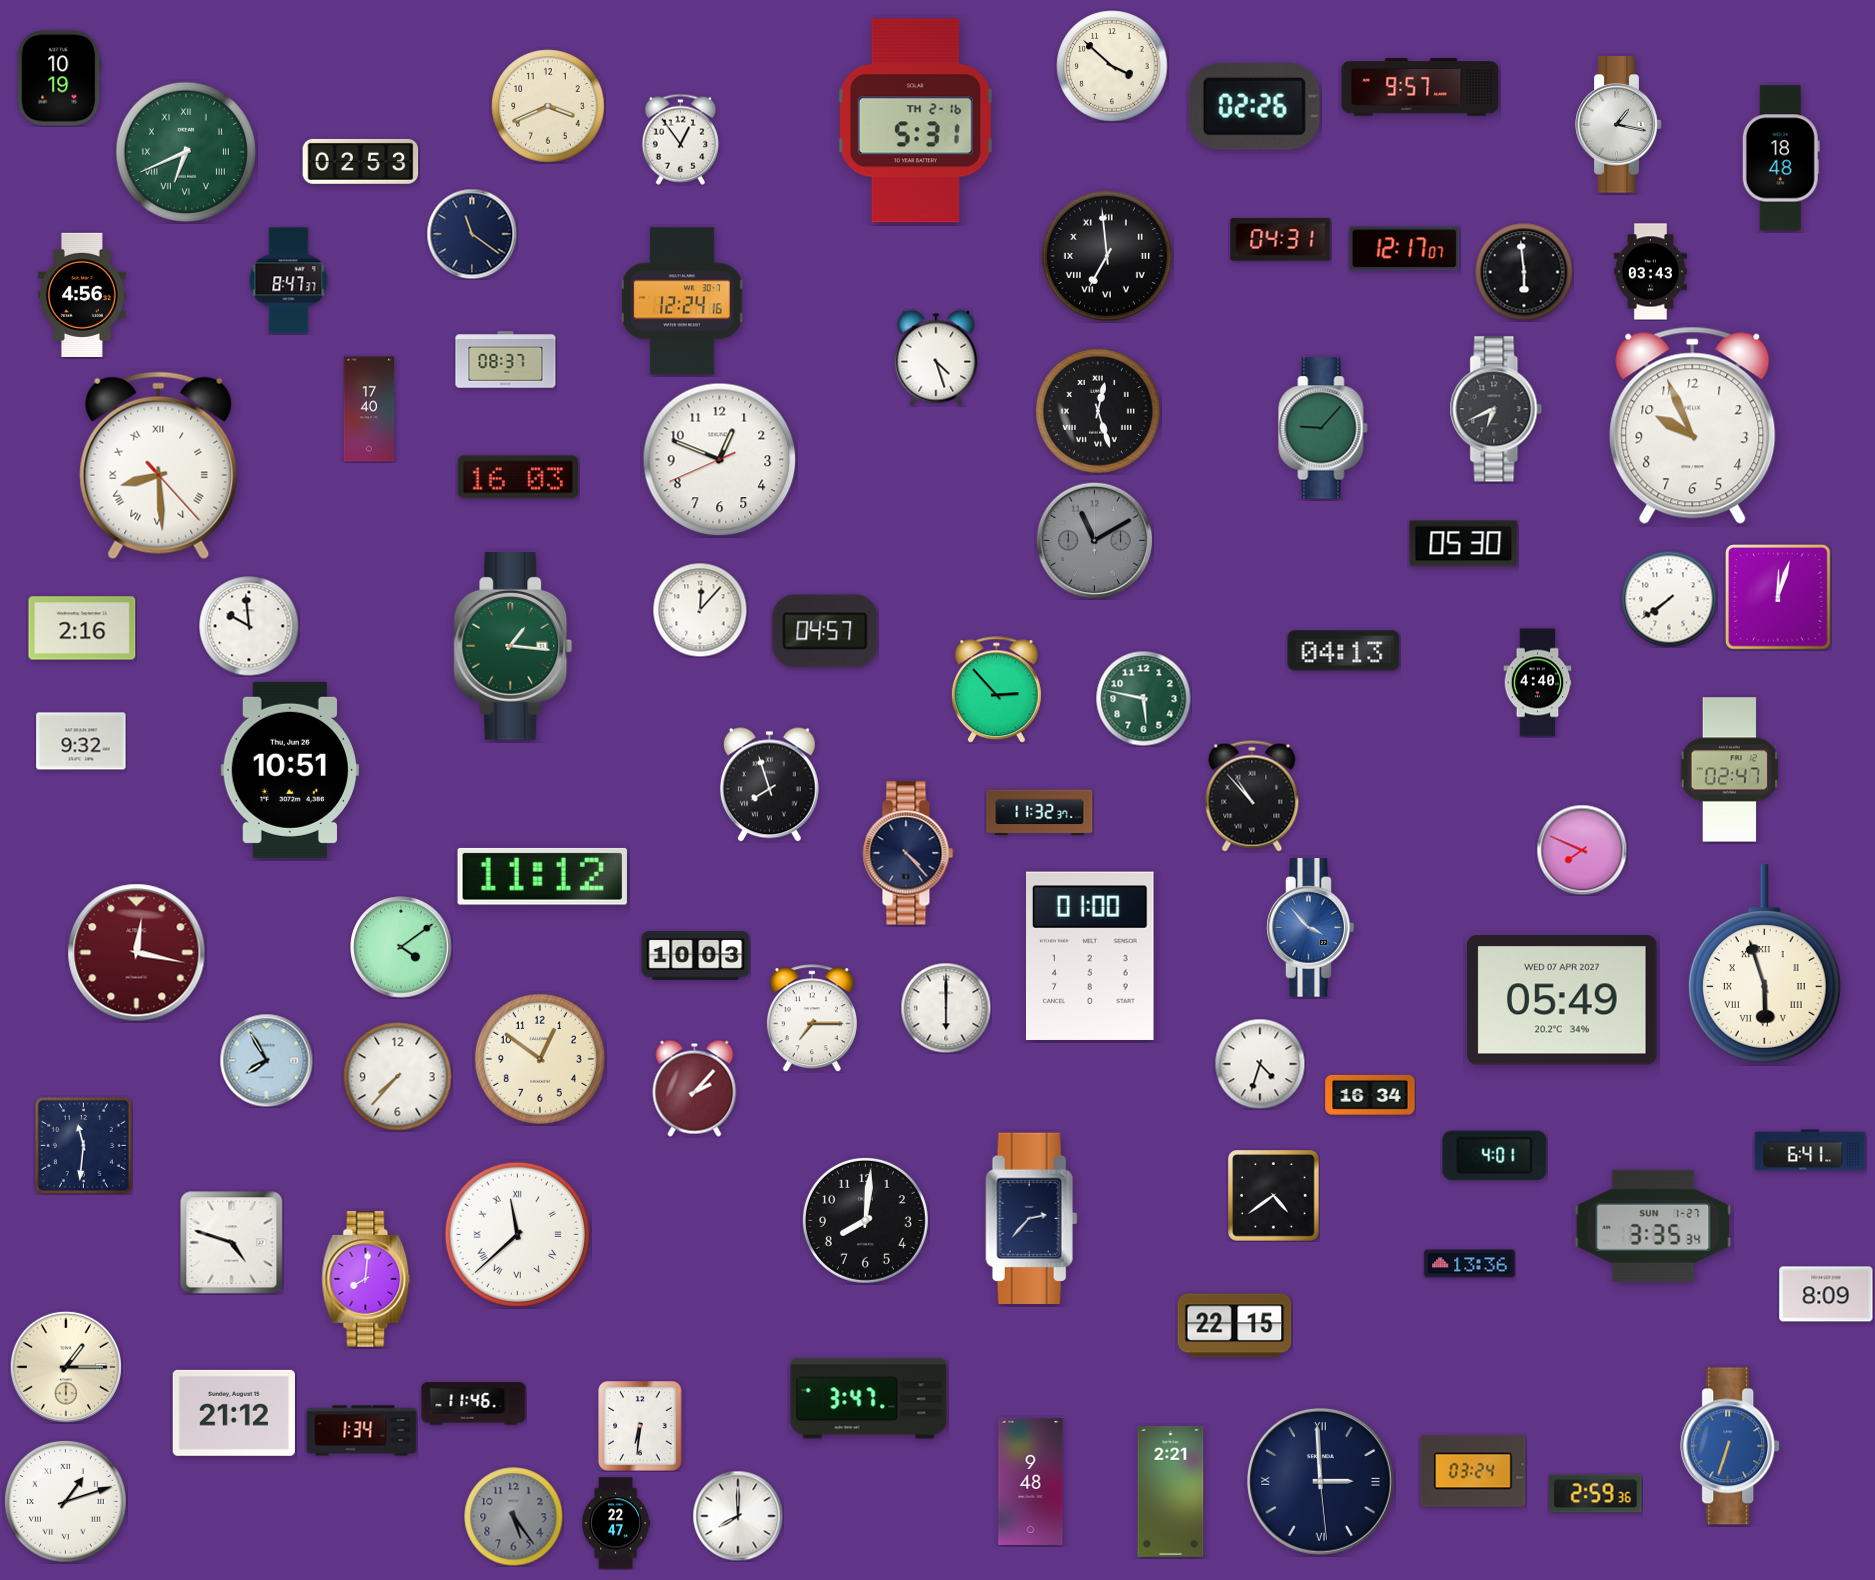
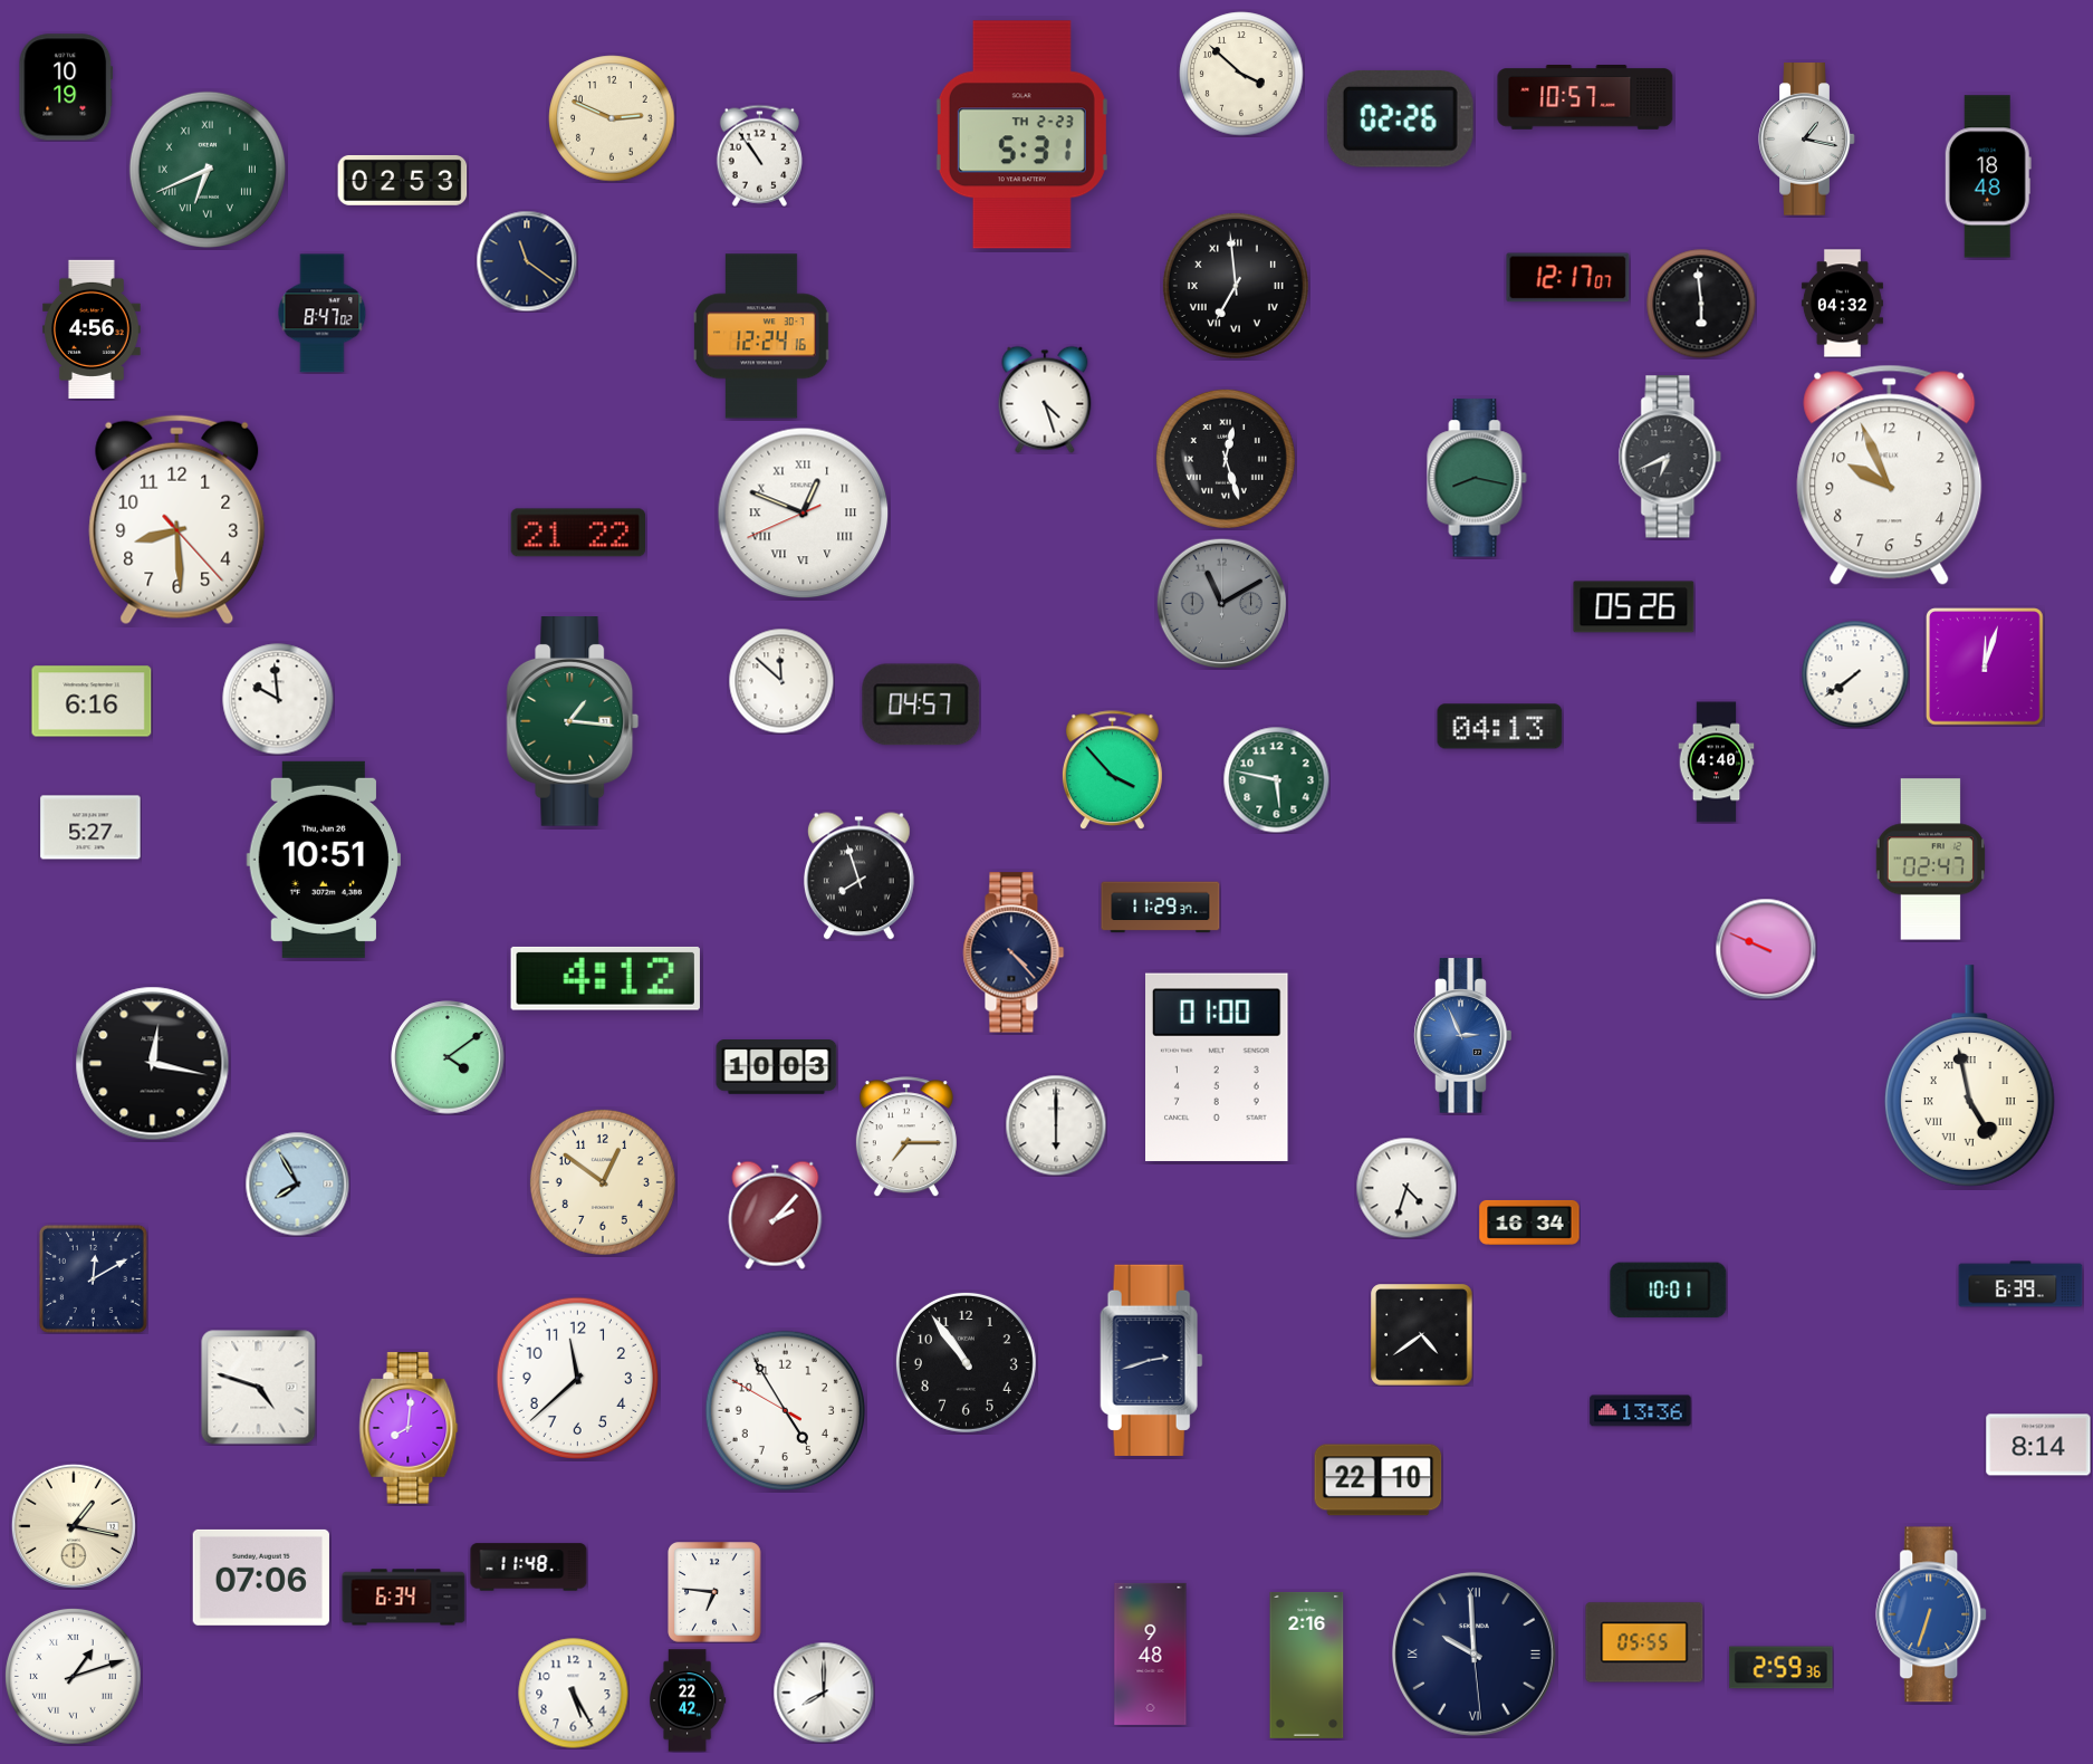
clock at (1420, 88): 9:57 -> 10:57
clock at (548, 106): 3:41 -> 2:49
clock at (915, 121) date: TH 2-16 -> TH 2-23
clock at (680, 139): 12:54 -> 10:54
clock at (1281, 239): 04:31 -> none
clock at (1650, 272): 03:43 -> 04:32
clock at (289, 281): 8:47:37 -> 8:47:02
clock at (506, 360): 08:37 -> none
clock at (369, 409): 17:40 -> none
clock at (1323, 428): 9:07 -> 8:17
clock at (720, 460) numerals: Arabic -> Roman
clock at (159, 466) numerals: Roman -> Arabic
clock at (517, 477): 16:03 -> 21:22
clock at (1464, 544): 05:30 -> 05:26
clock at (1669, 599) position: (1669, 599) -> (1855, 674)
clock at (700, 610): 12:07 -> 11:52
clock at (82, 628): 2:16 -> 6:16
clock at (996, 690): 2:53 -> 3:53
clock at (81, 741): 9:32 -> 5:27
clock at (1252, 796): 10:53 -> none
clock at (1040, 813): 11:32 -> 11:29
clock at (1582, 850): 7:49 -> 9:49
clock at (542, 876): 11:12 -> 4:12
clock at (1311, 928): 3:53 -> 2:56
clock at (137, 953) dial: burgundy -> black
clock at (1764, 964): 5:57 -> 4:58
clock at (1563, 1000): 05:49 -> none
clock at (398, 1077): 7:37 -> none
clock at (83, 1145): 11:31 -> 12:10
clock at (1810, 1150): 6:41 -> 6:39
clock at (1495, 1156): 4:01 -> 10:01
clock at (1032, 1218): 2:37 -> 2:42
clock at (865, 1220): 8:01 -> 10:54
clock at (1653, 1226): 3:35 -> none
clock at (517, 1234) numerals: Roman -> Arabic
clock at (785, 1410): none -> 4:54
clock at (1826, 1294): 8:09 -> 8:14
clock at (1235, 1326): 22:15 -> 22:10
clock at (66, 1367): 1:15 -> 1:17
clock at (869, 1399): 3:47 -> none
clock at (474, 1404): 11:46 -> 11:48
clock at (234, 1413): 21:12 -> 07:06
clock at (640, 1426): 6:31 -> 6:46
clock at (362, 1431): 1:34 -> 6:34
clock at (1473, 1471): 03:24 -> 05:55
clock at (1321, 1482): 2:59 -> 9:59
clock at (1171, 1491): 2:21 -> 2:16
clock at (514, 1517): 5:24 -> 5:25
clock at (514, 1517) dial: grey -> white
clock at (617, 1523): 22:47 -> 22:42
